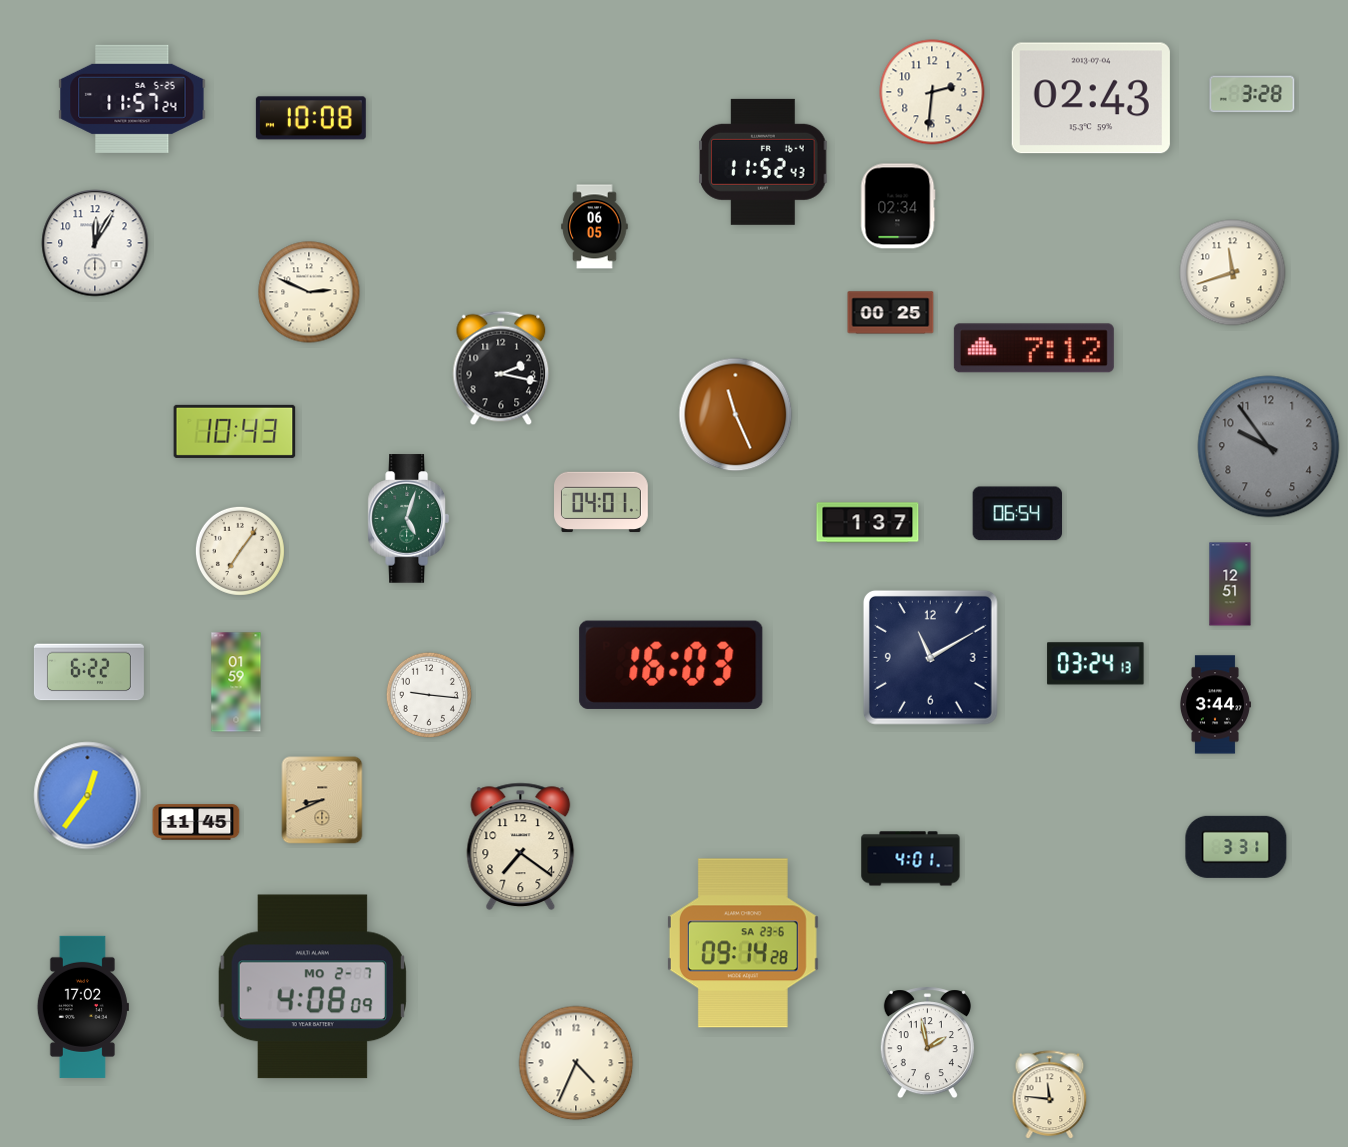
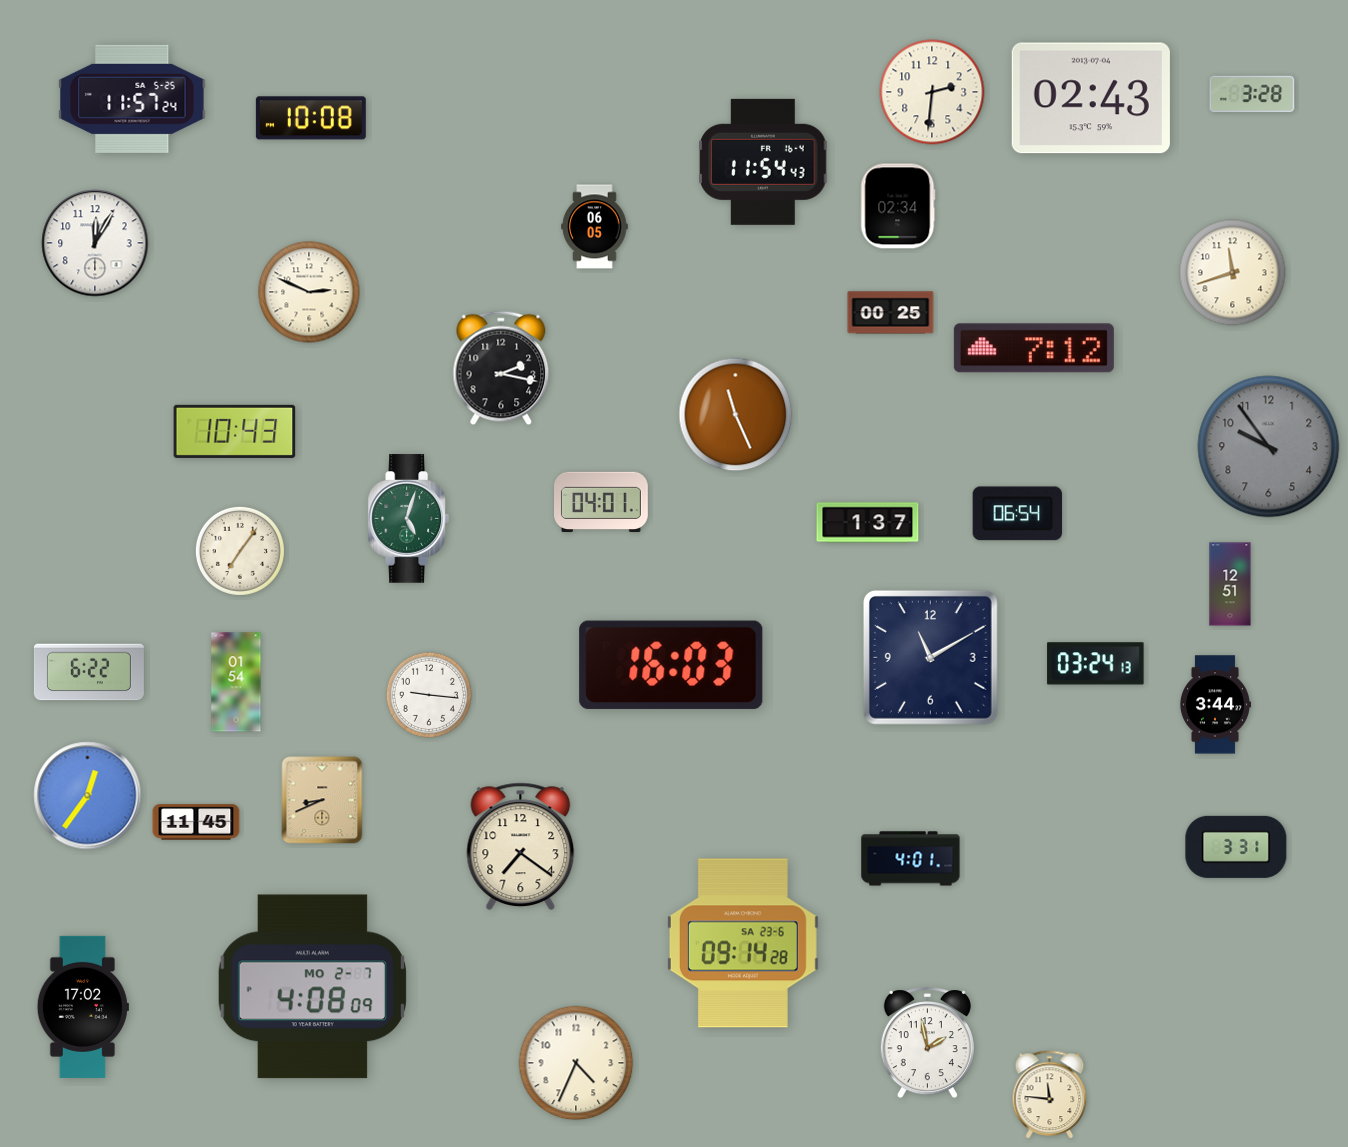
clock at (763, 162): 11:52 -> 11:54
clock at (236, 682): 01:59 -> 01:54
